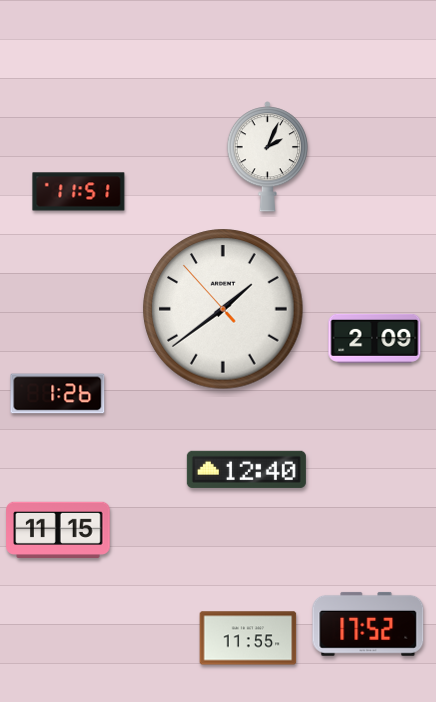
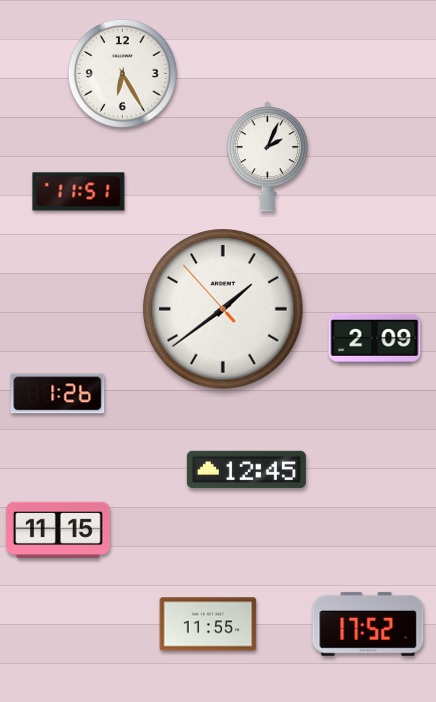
clock at (122, 73): none -> 6:25
clock at (246, 469): 12:40 -> 12:45
clock at (248, 638) position: (248, 638) -> (208, 624)
